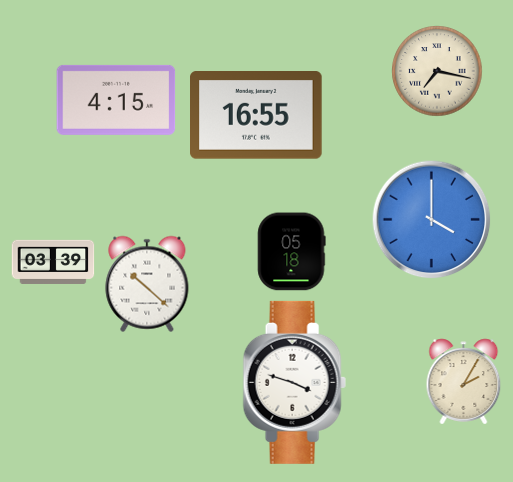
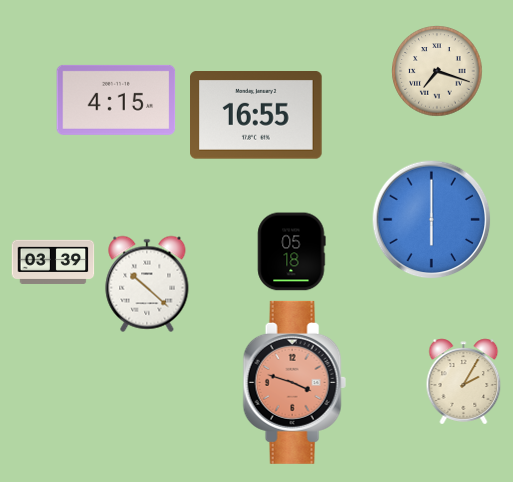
clock at (437, 71): 7:17 -> 7:18
clock at (432, 220): 4:00 -> 6:00
clock at (294, 382) dial: white -> salmon
